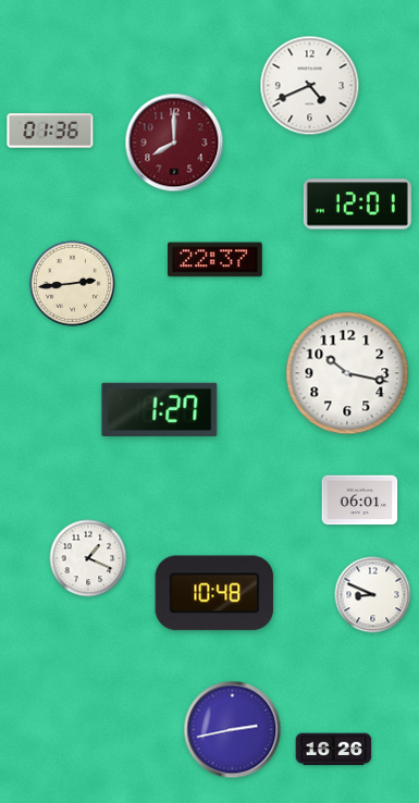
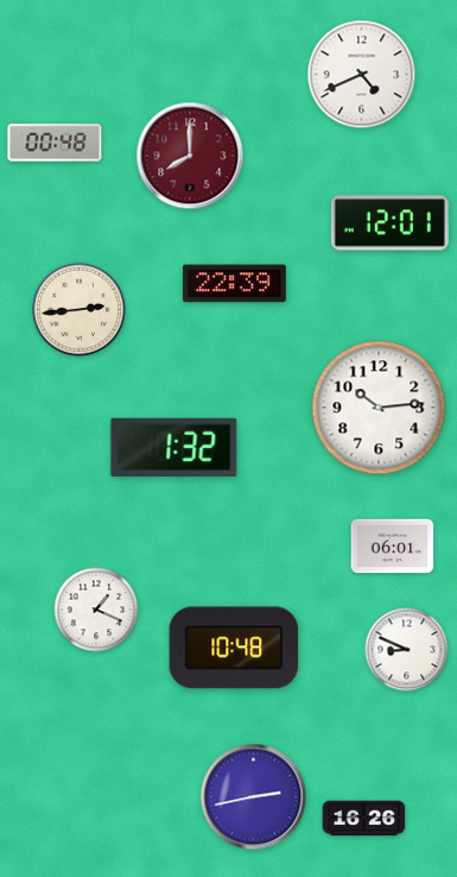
clock at (310, 86) position: (310, 86) -> (362, 75)
clock at (50, 131): 01:36 -> 00:48
clock at (215, 260): 22:37 -> 22:39
clock at (347, 373): 10:17 -> 10:14
clock at (160, 409): 1:27 -> 1:32
